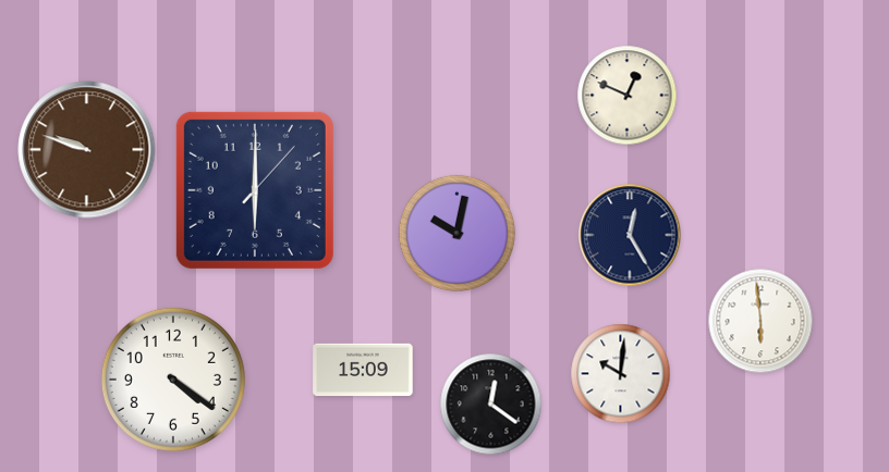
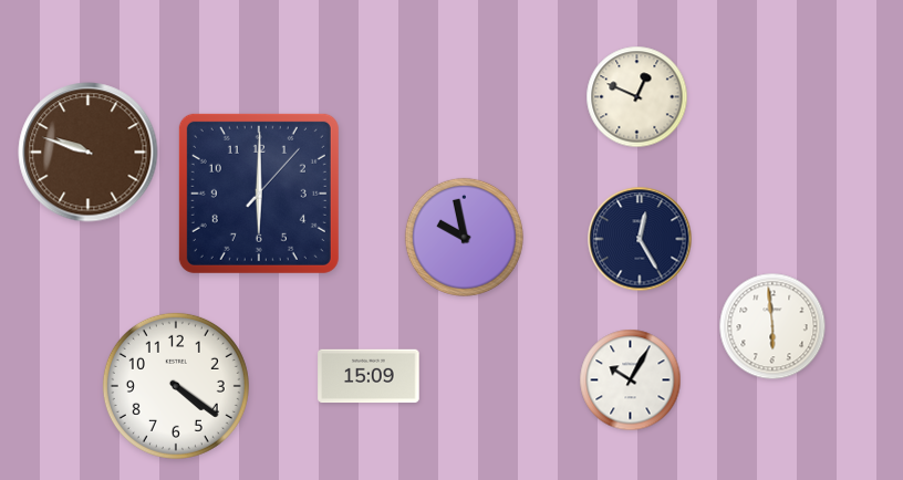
clock at (456, 233): 10:02 -> 9:58
clock at (621, 374): 10:01 -> 10:05
clock at (491, 405): 12:21 -> none
